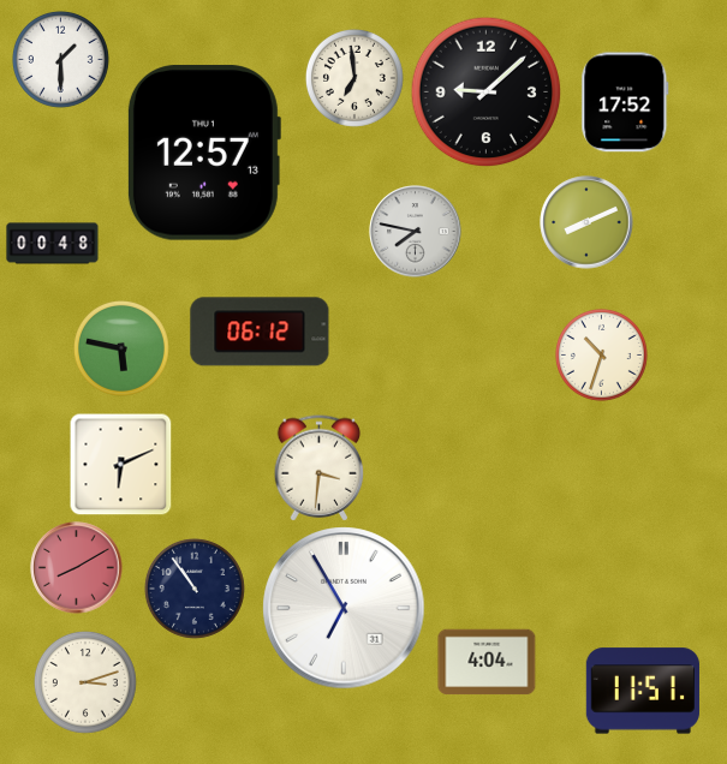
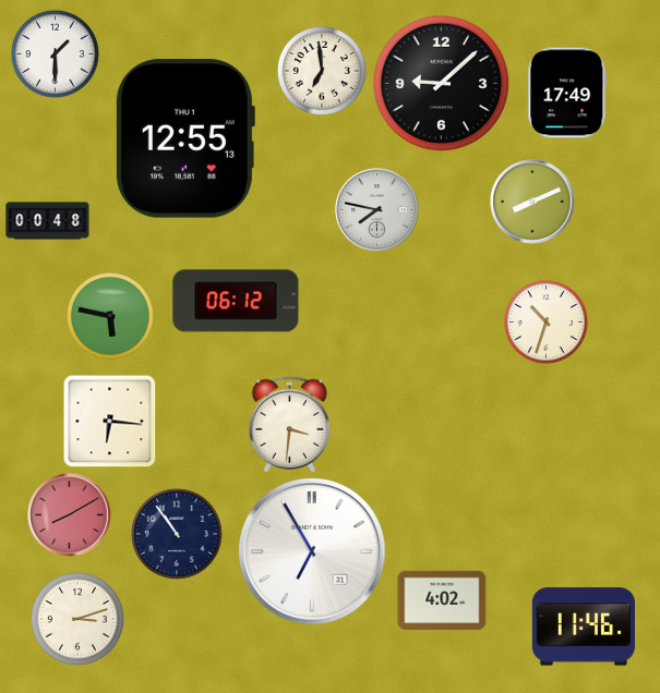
clock at (625, 102): 17:52 -> 17:49
clock at (203, 153): 12:57 -> 12:55
clock at (121, 465): 6:11 -> 6:16
clock at (487, 662): 4:04 -> 4:02
clock at (643, 691): 11:51 -> 11:46
